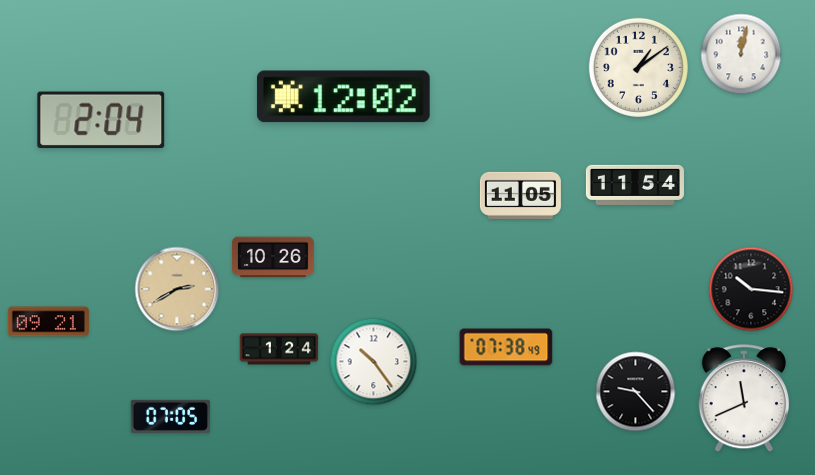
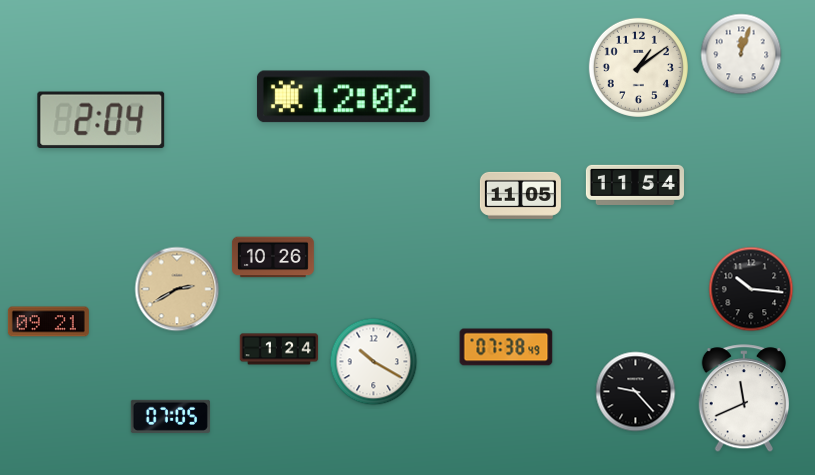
clock at (741, 54): 12:02 -> 12:03
clock at (374, 362): 10:24 -> 10:20
